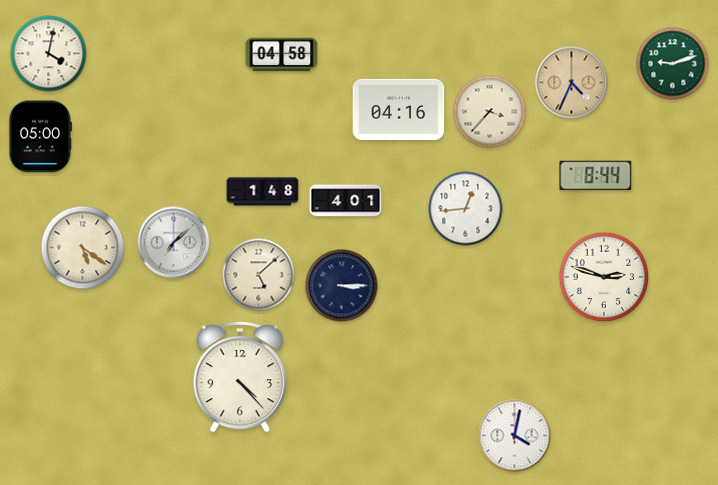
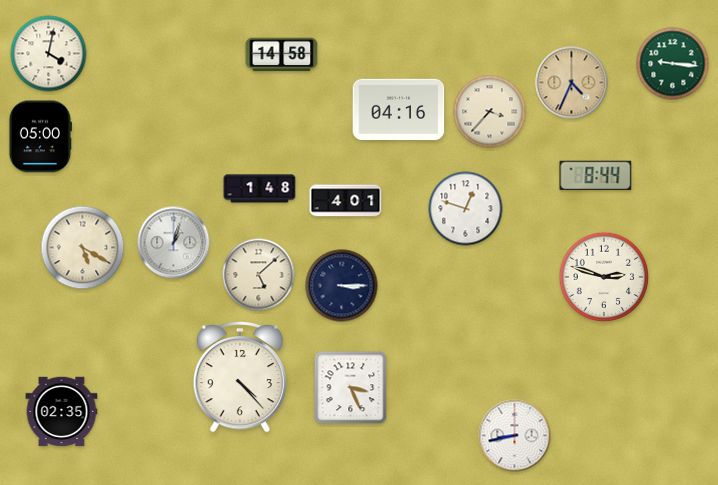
clock at (282, 55): 04:58 -> 14:58
clock at (673, 64): 9:12 -> 9:16
clock at (263, 192) position: (263, 192) -> (260, 189)
clock at (466, 209): 12:44 -> 12:48
clock at (174, 243): 7:08 -> 1:03
clock at (83, 248): 5:21 -> 5:20
clock at (351, 388): none -> 3:26
clock at (62, 412): none -> 02:35
clock at (515, 436): 4:02 -> 8:43
